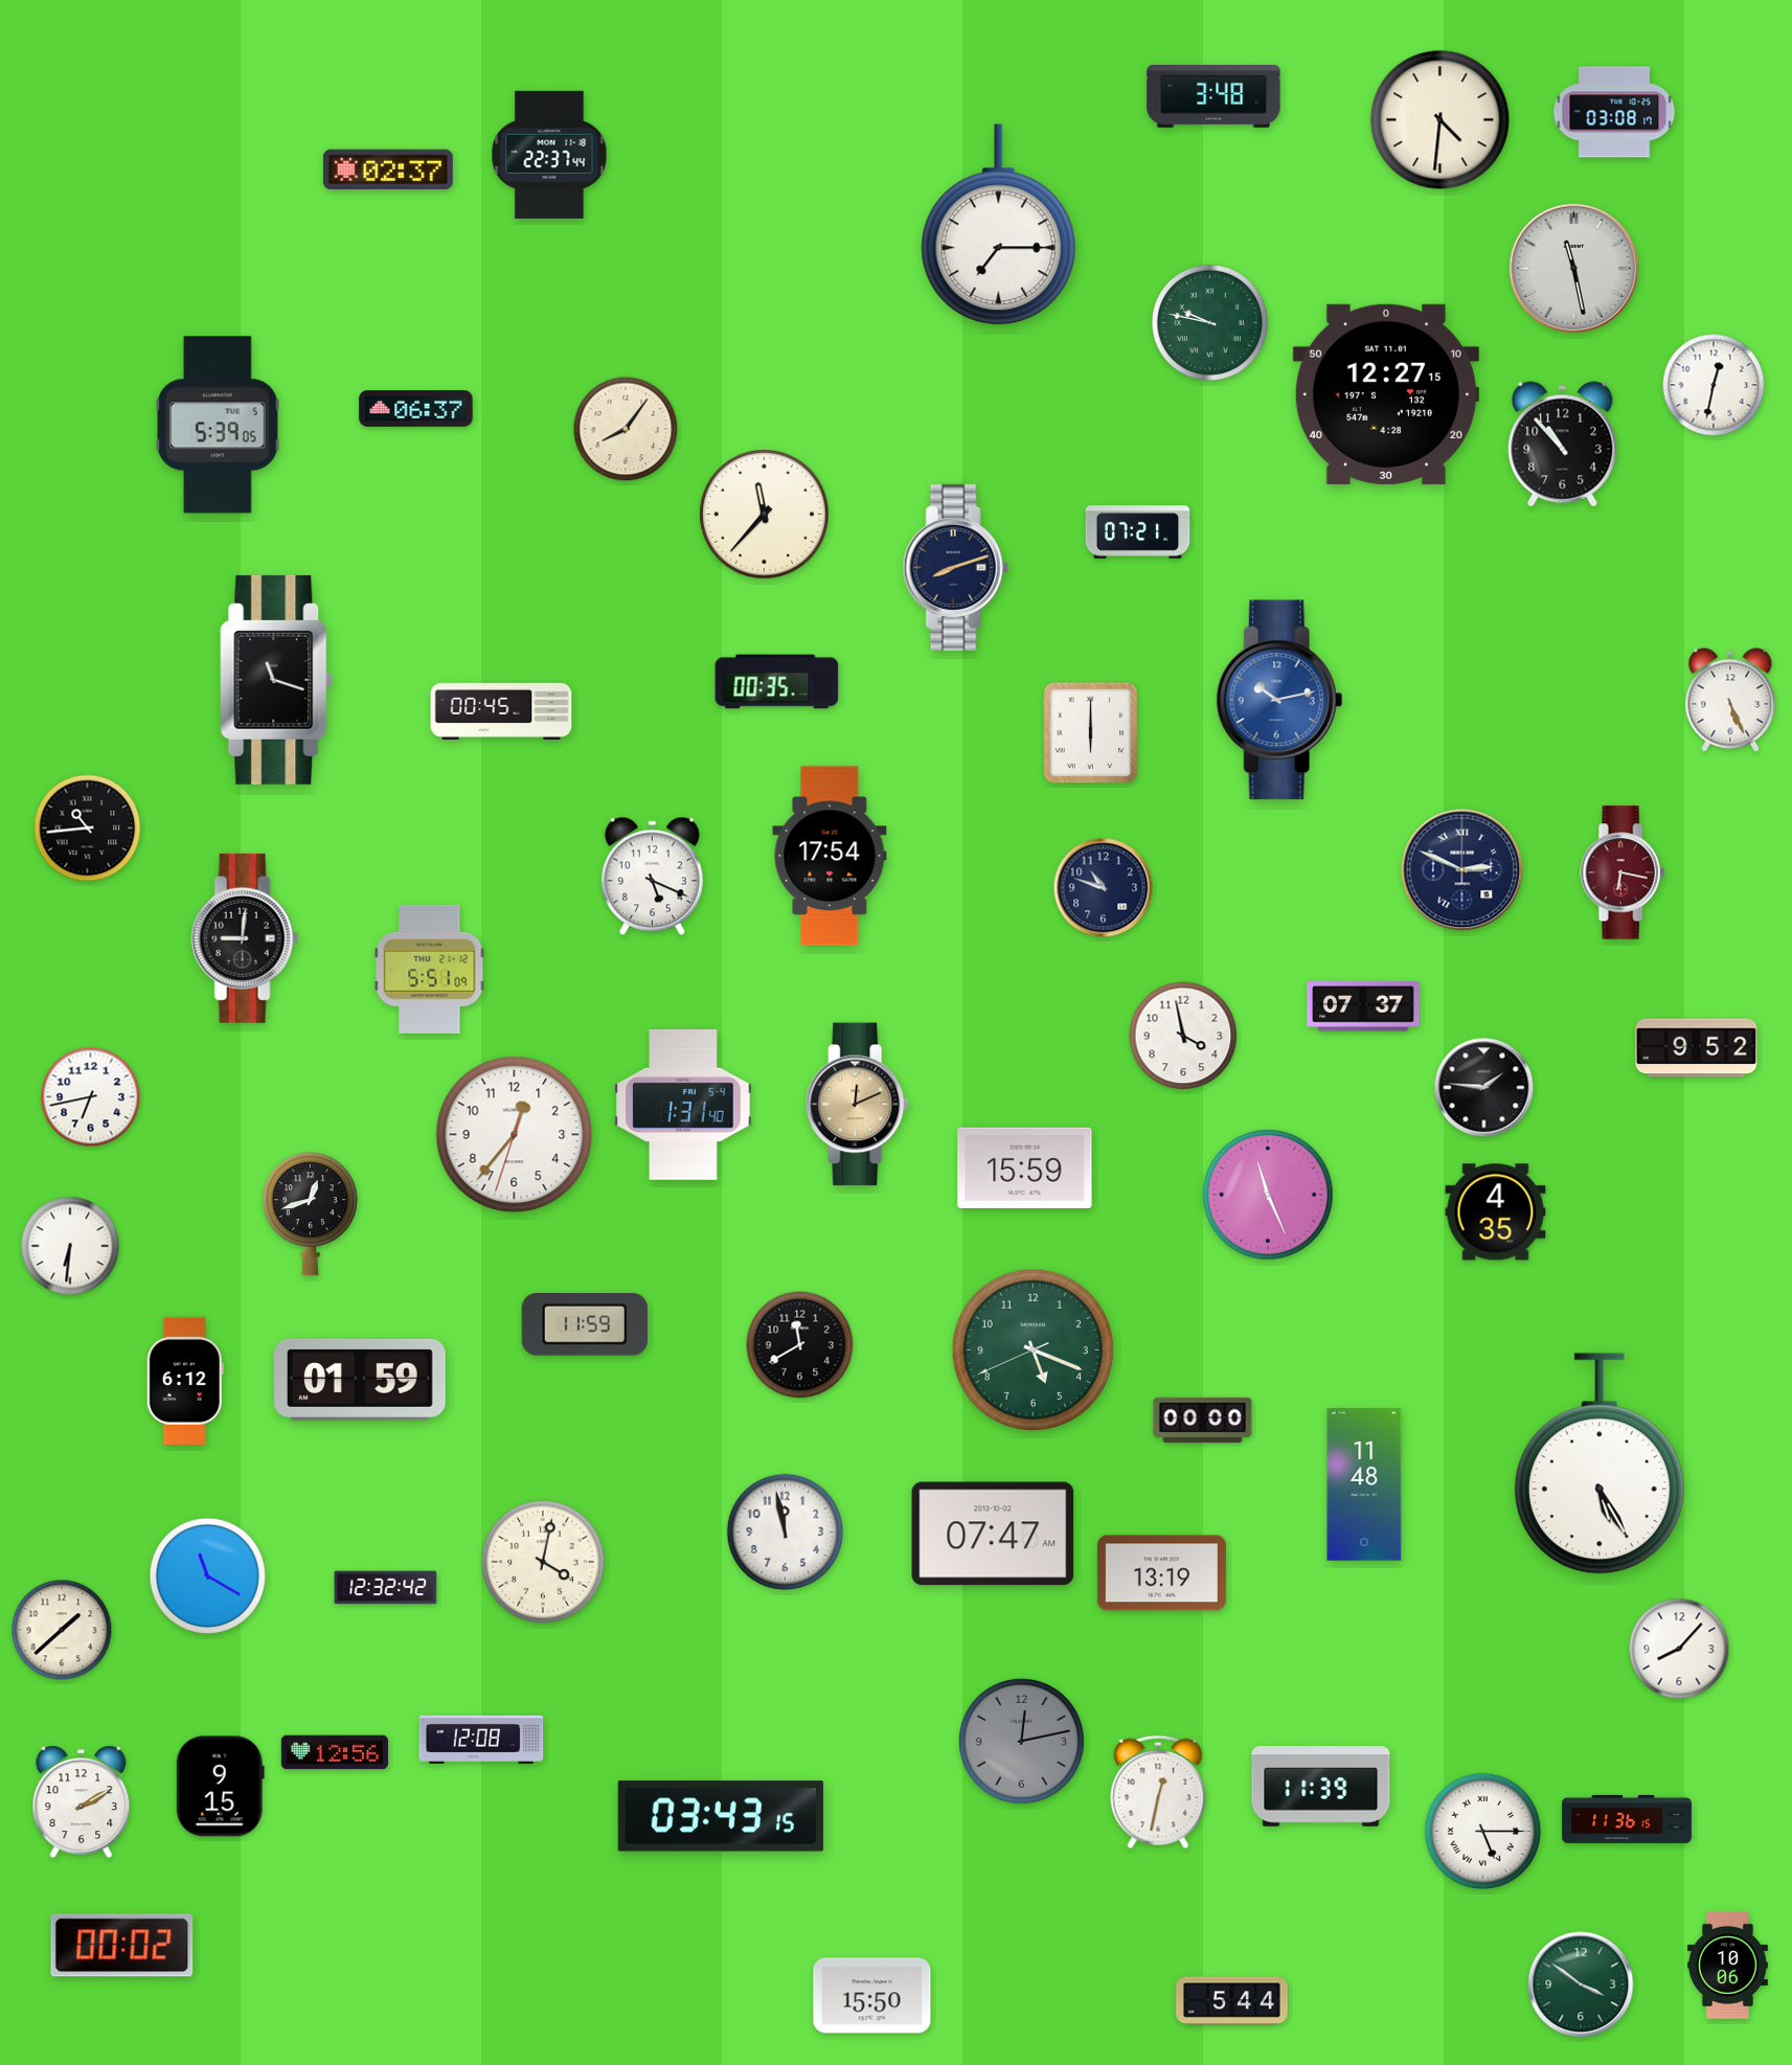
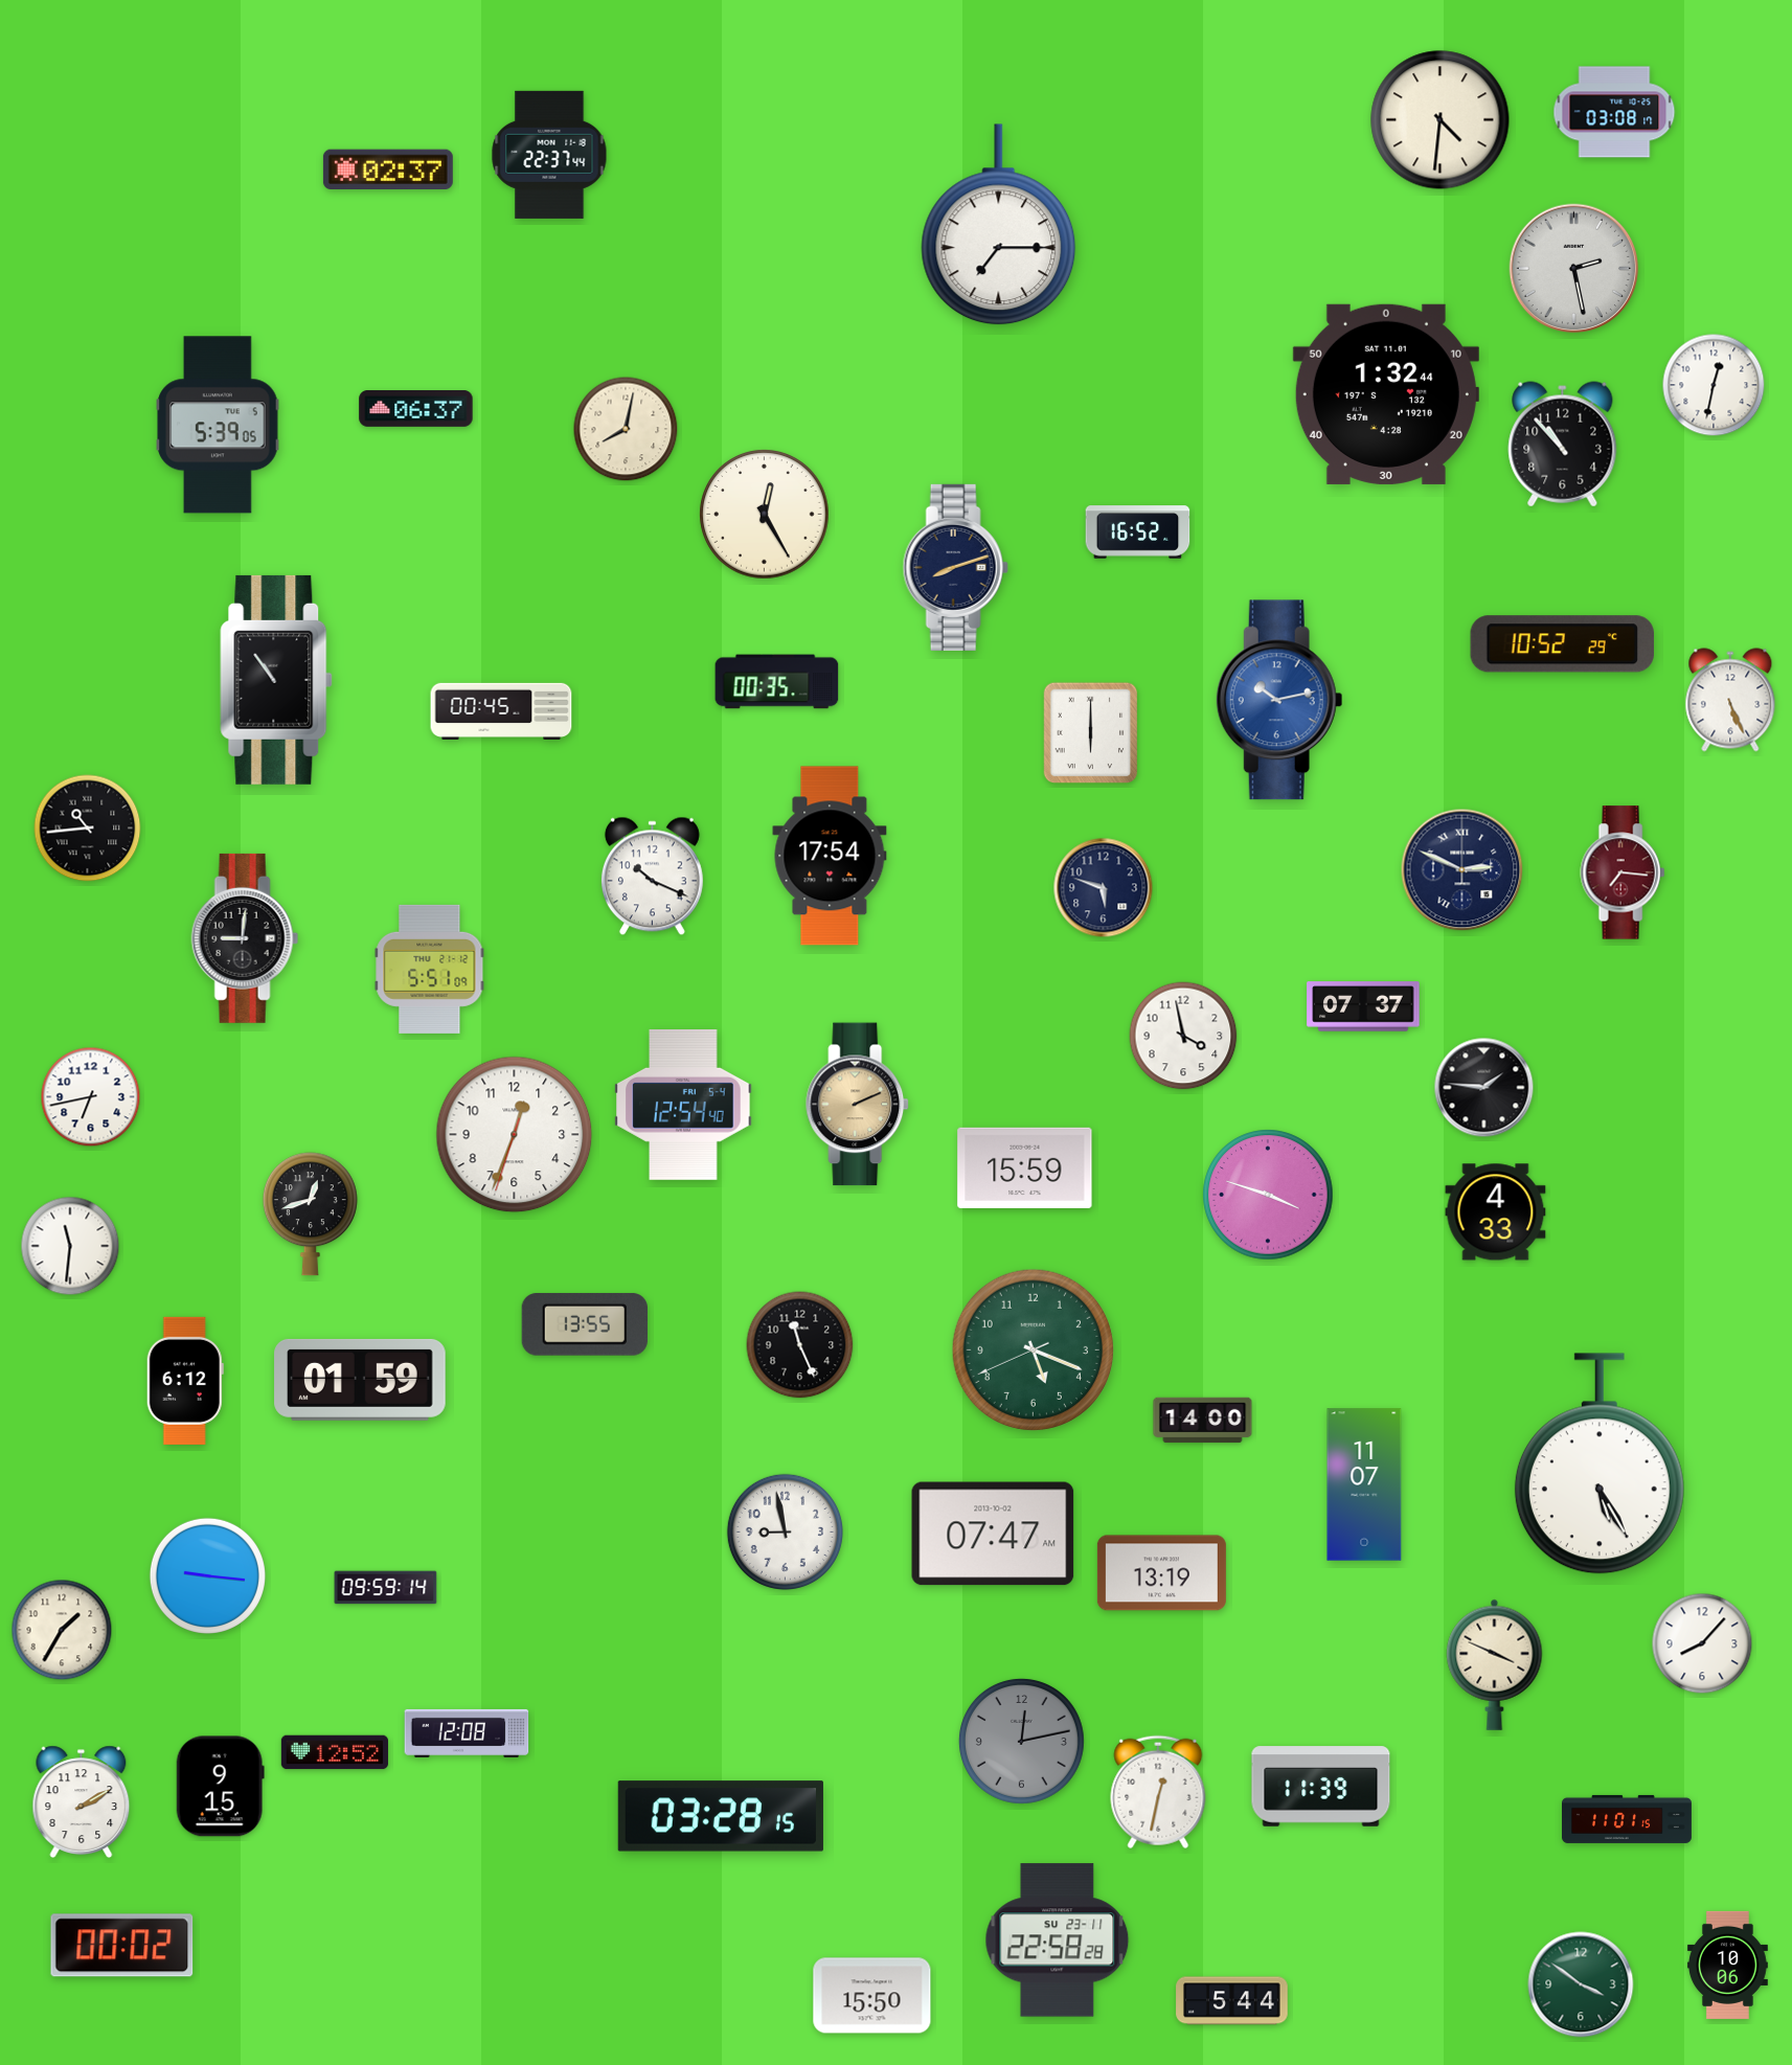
clock at (1213, 96): 3:48 -> none
clock at (1574, 269): 11:28 -> 2:28
clock at (1209, 322): 9:47 -> none
clock at (1386, 394): 12:27 -> 1:32
clock at (626, 429): 8:06 -> 8:02
clock at (765, 515): 11:37 -> 12:25
clock at (1138, 532): 07:21 -> 16:52
clock at (1562, 644): none -> 10:52
clock at (276, 680): 11:18 -> 10:54
clock at (1623, 872): 6:17 -> 7:16
clock at (652, 877): 5:19 -> 10:19
clock at (1104, 888): 10:48 -> 5:48
clock at (1697, 1048): 9:52 -> none
clock at (683, 1105): 1:31 -> 12:54
clock at (858, 1105): 12:11 -> 2:11
clock at (515, 1135): 12:36 -> 12:33
clock at (1268, 1195): 11:26 -> 3:48
clock at (1496, 1212): 4:35 -> 4:33
clock at (70, 1246): 6:31 -> 11:31
clock at (585, 1324): 11:59 -> 13:55
clock at (800, 1345): 11:40 -> 11:26
clock at (1203, 1421): 00:00 -> 14:00
clock at (1364, 1484): 11:48 -> 11:07
clock at (785, 1531): 11:58 -> 8:58
clock at (543, 1562): 4:02 -> none
clock at (207, 1575): 11:20 -> 9:16
clock at (386, 1588): 12:32 -> 09:59
clock at (62, 1630): 1:38 -> 1:35
clock at (1679, 1649) position: (1679, 1649) -> (1702, 1643)
clock at (1495, 1664): none -> 3:49
clock at (481, 1740) position: (481, 1740) -> (467, 1733)
clock at (335, 1752): 12:56 -> 12:52
clock at (721, 1816): 03:43 -> 03:28
clock at (1628, 1819): 11:36 -> 11:01
clock at (1482, 1831): 5:15 -> none
clock at (1058, 1941): none -> 22:58
